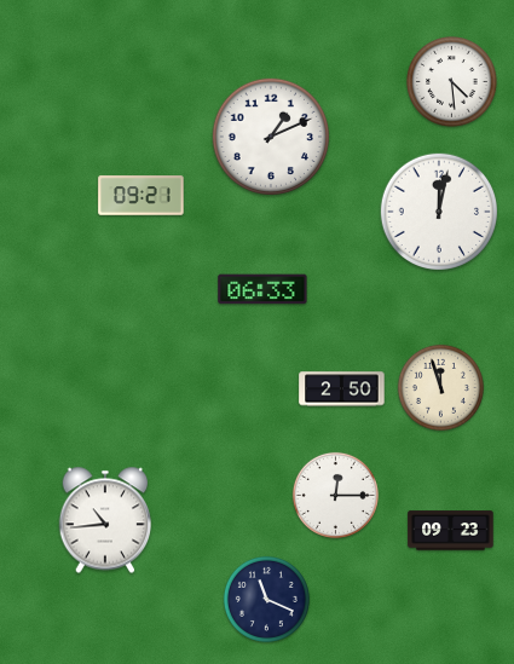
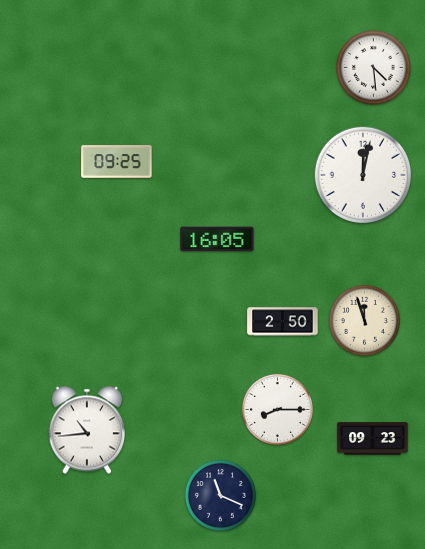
clock at (270, 135): 1:11 -> none
clock at (142, 196): 09:21 -> 09:25
clock at (262, 289): 06:33 -> 16:05
clock at (335, 495): 12:15 -> 8:15
